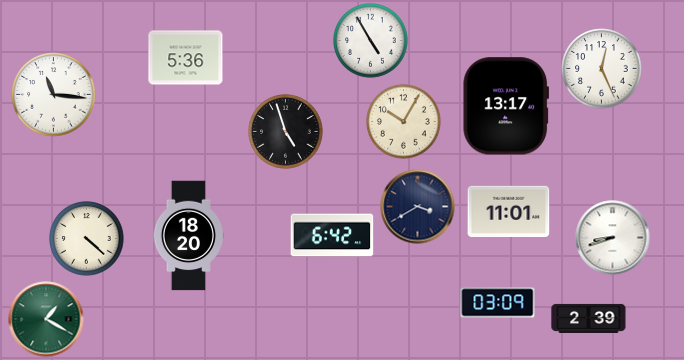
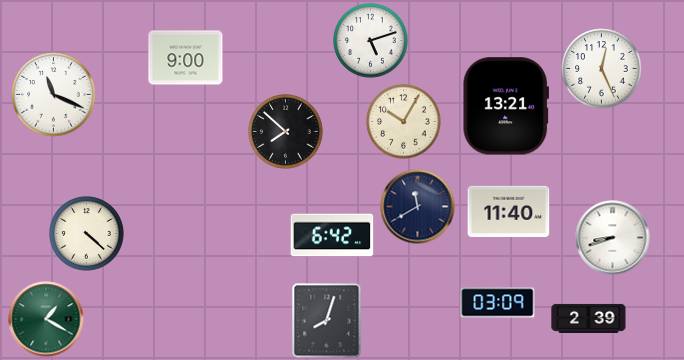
clock at (371, 41): 4:55 -> 5:12
clock at (186, 58): 5:36 -> 9:00
clock at (54, 95): 11:16 -> 11:19
clock at (505, 106): 13:17 -> 13:21
clock at (286, 132): 4:57 -> 7:52
clock at (418, 207): 3:40 -> 11:40
clock at (509, 212): 11:01 -> 11:40
clock at (188, 236): 18:20 -> none
clock at (87, 239) position: (87, 239) -> (87, 234)
clock at (327, 321): none -> 8:03
